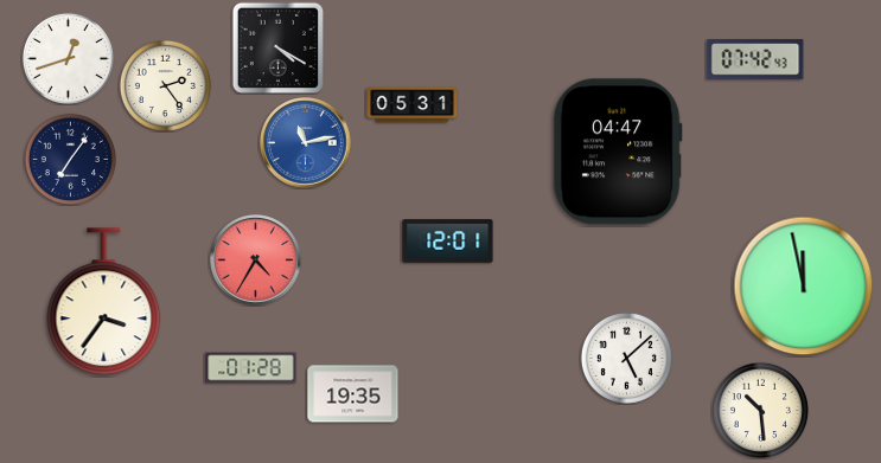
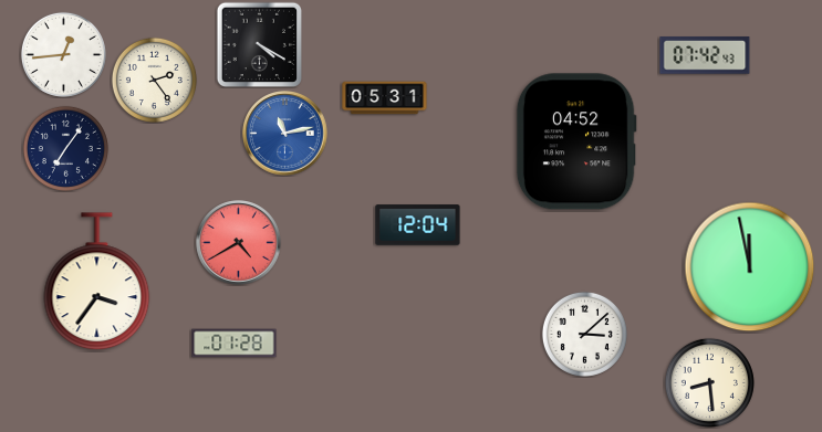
clock at (68, 58): 12:42 -> 12:44
clock at (618, 152): 04:47 -> 04:52
clock at (448, 242): 12:01 -> 12:04
clock at (256, 261): 4:35 -> 4:40
clock at (626, 358): 5:08 -> 3:08
clock at (353, 394): 19:35 -> none
clock at (760, 410): 10:29 -> 8:29
